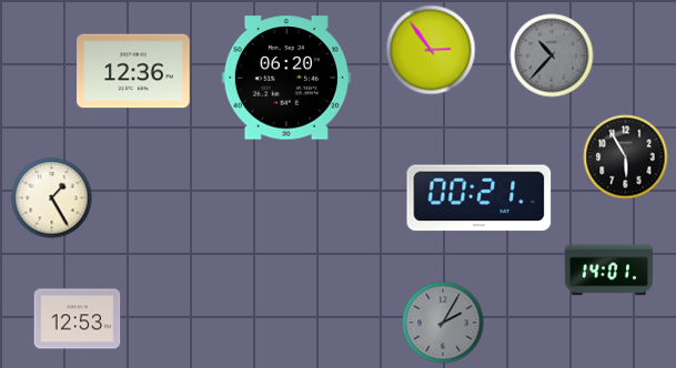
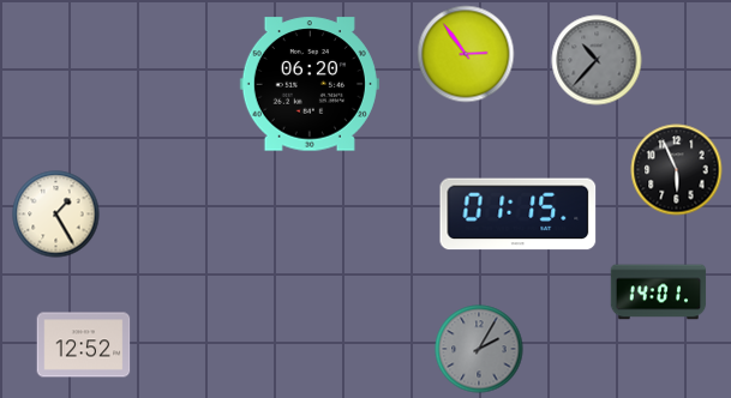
clock at (133, 71): 12:36 -> none
clock at (626, 157): 5:55 -> 5:56
clock at (480, 198): 00:21 -> 01:15
clock at (78, 319): 12:53 -> 12:52
